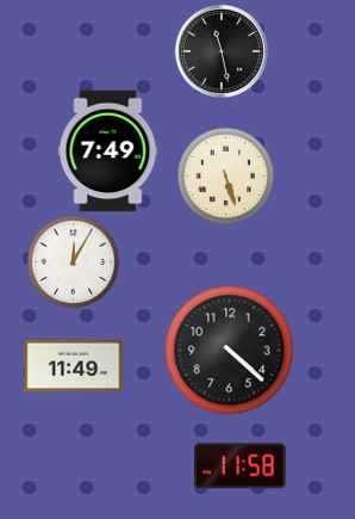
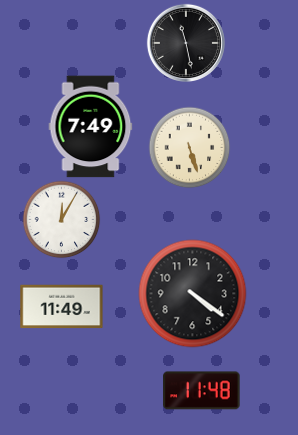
clock at (230, 351): 4:22 -> 4:21
clock at (241, 467): 11:58 -> 11:48
